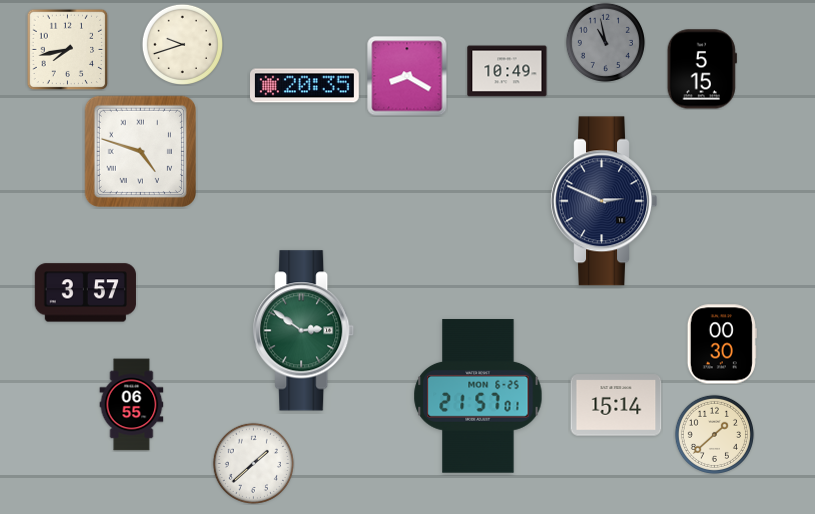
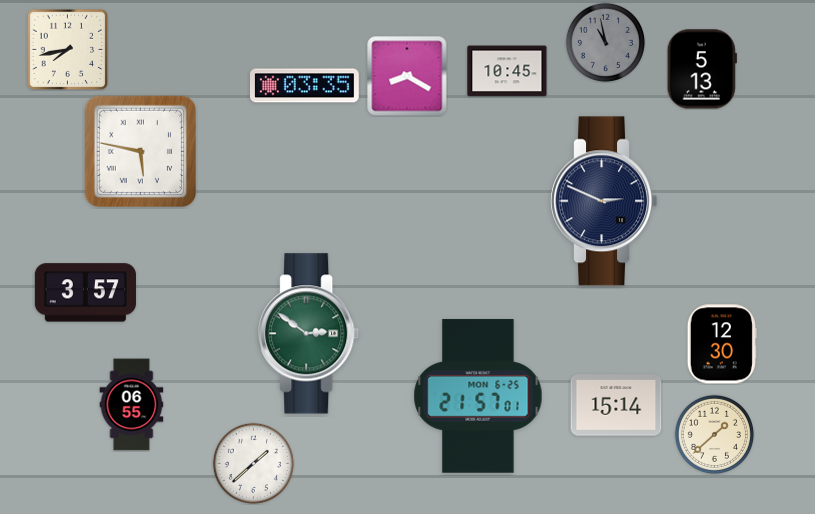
clock at (182, 44): 9:42 -> none
clock at (702, 69): 5:15 -> 5:13
clock at (507, 71): 10:49 -> 10:45
clock at (305, 86): 20:35 -> 03:35
clock at (140, 151): 4:48 -> 5:47
clock at (304, 331) position: (304, 331) -> (309, 334)
clock at (722, 344): 00:30 -> 12:30
